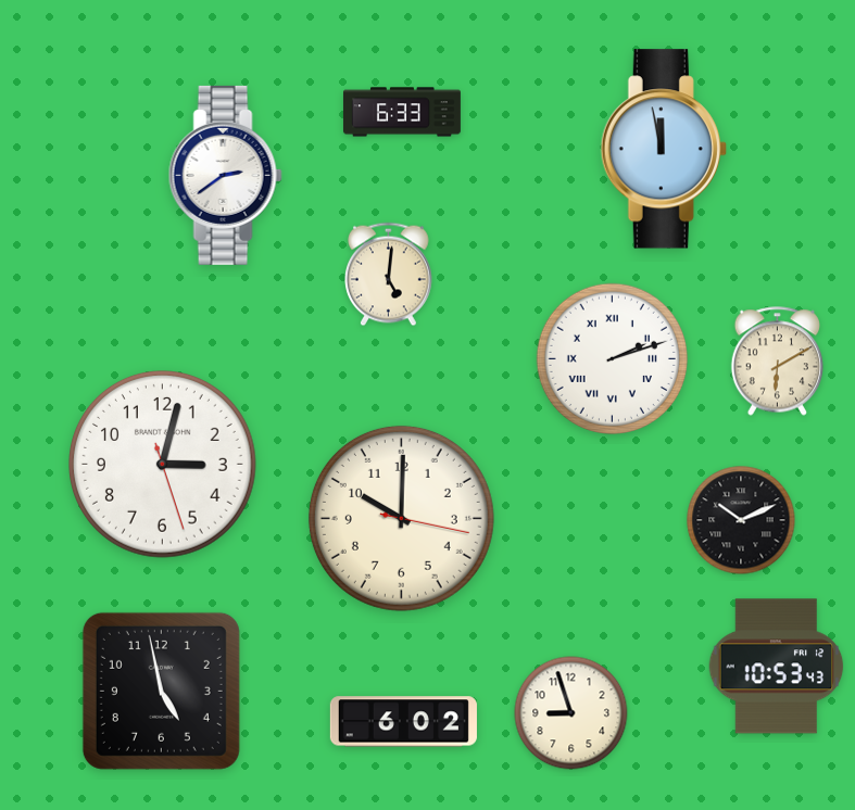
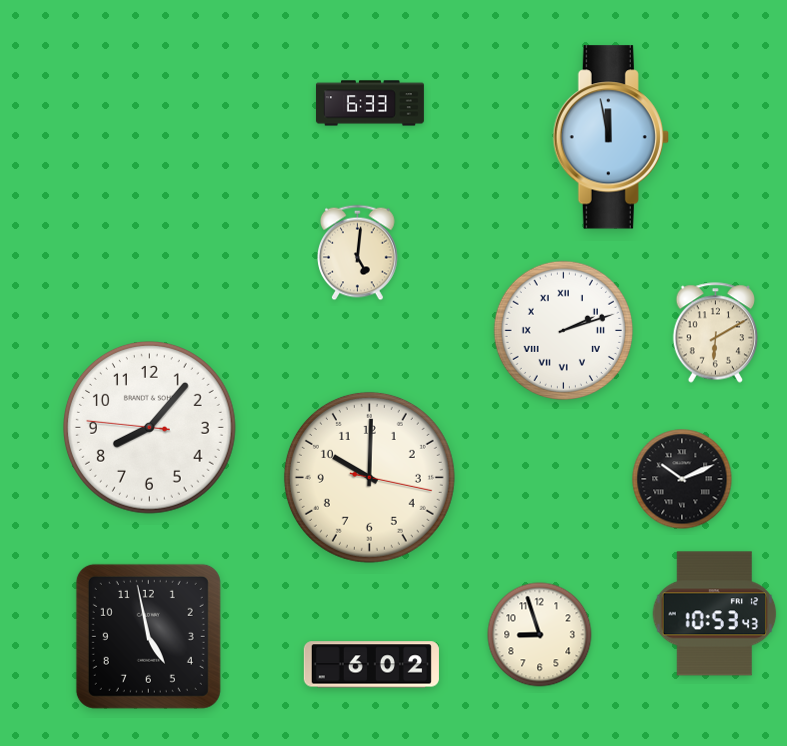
clock at (225, 175): 2:39 -> none
clock at (163, 465): 3:02 -> 8:06
clock at (571, 713) position: (571, 713) -> (540, 635)
